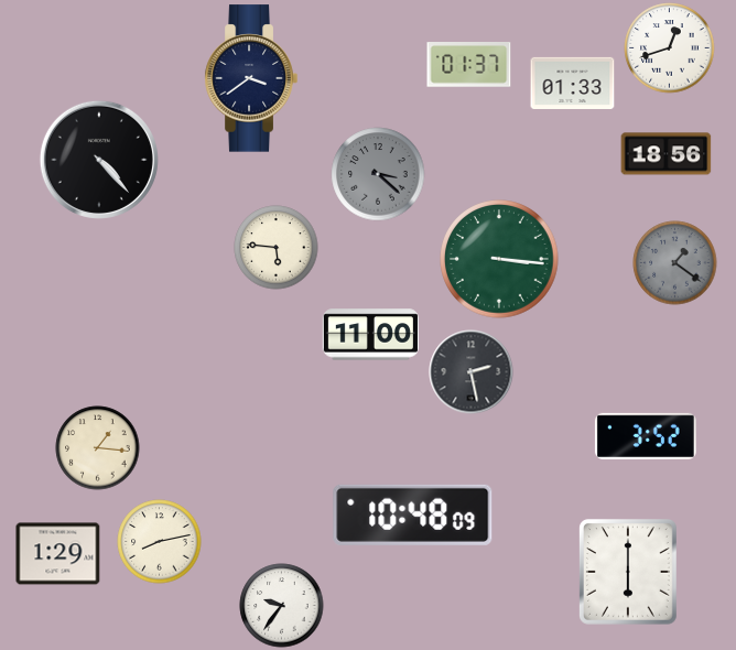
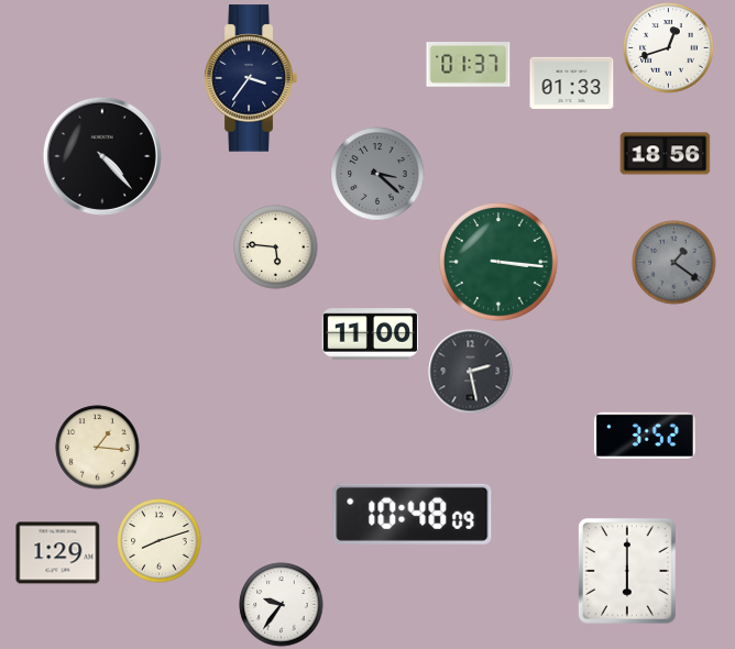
clock at (251, 78): 3:39 -> 3:36
clock at (99, 160) position: (99, 160) -> (102, 156)
clock at (499, 259) position: (499, 259) -> (498, 262)
clock at (160, 542): 8:13 -> 8:12
